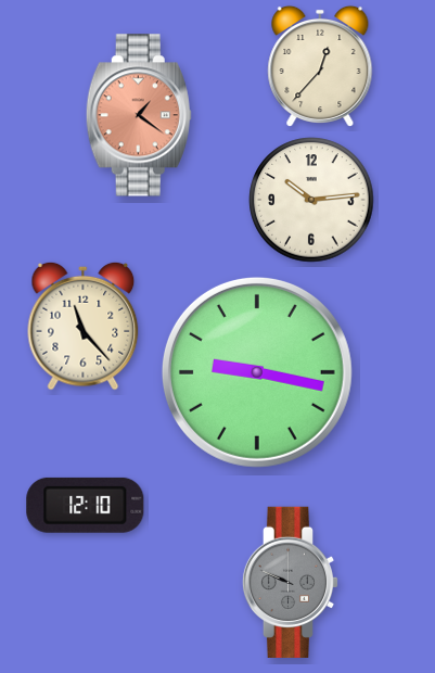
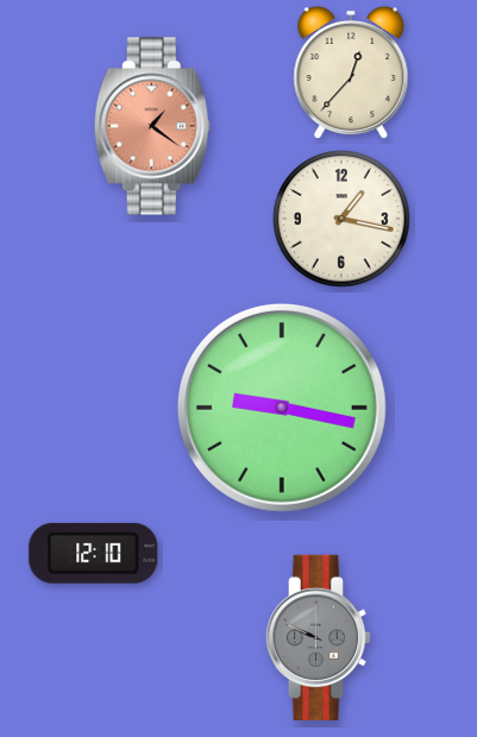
clock at (311, 200): 10:14 -> 1:17
clock at (84, 326): 11:23 -> none
